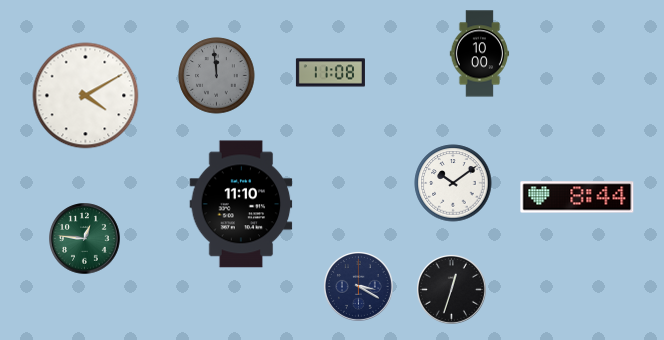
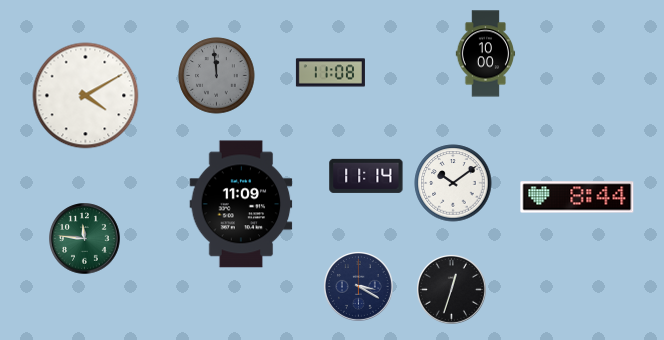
clock at (480, 54) position: (480, 54) -> (486, 54)
clock at (366, 176): none -> 11:14
clock at (241, 204): 11:10 -> 11:09
clock at (85, 239): 12:46 -> 11:46
